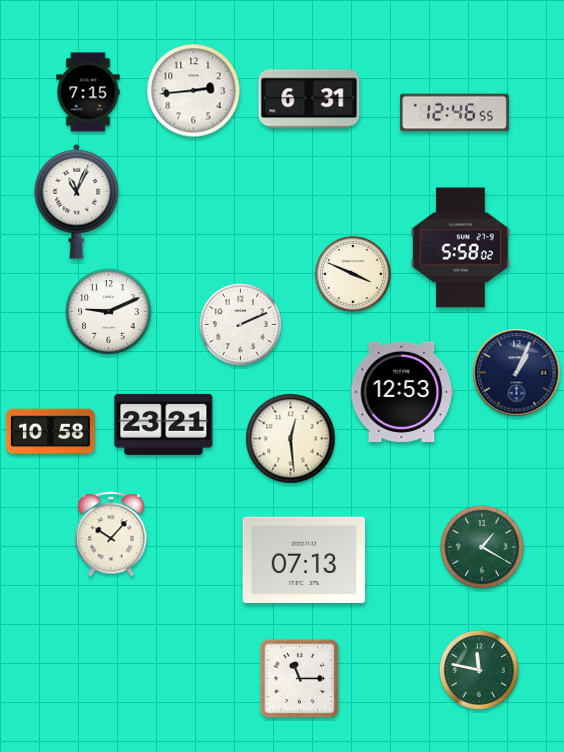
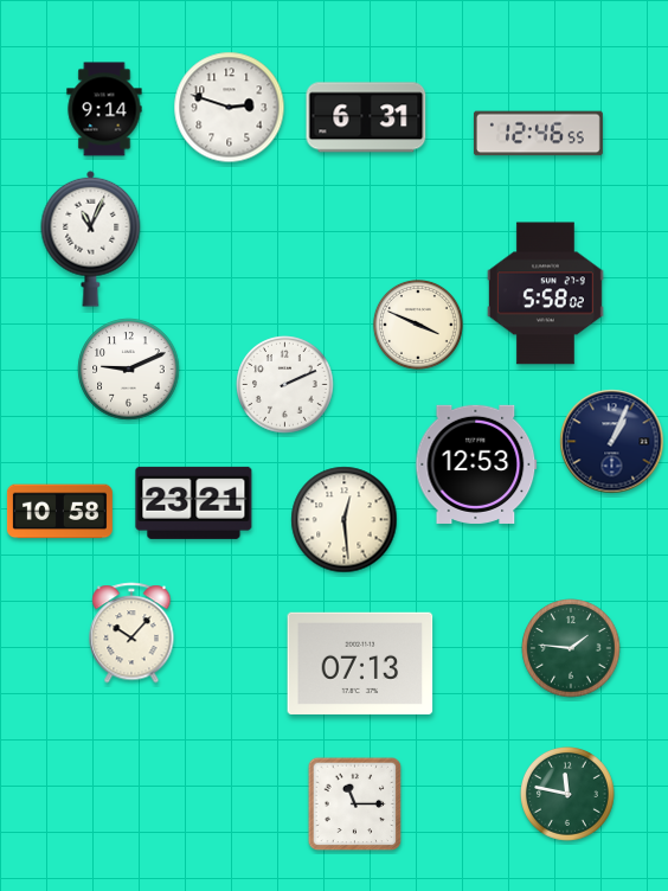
clock at (194, 91): 2:44 -> 2:48
clock at (88, 92): 7:15 -> 9:14
clock at (482, 547): 1:20 -> 1:46
